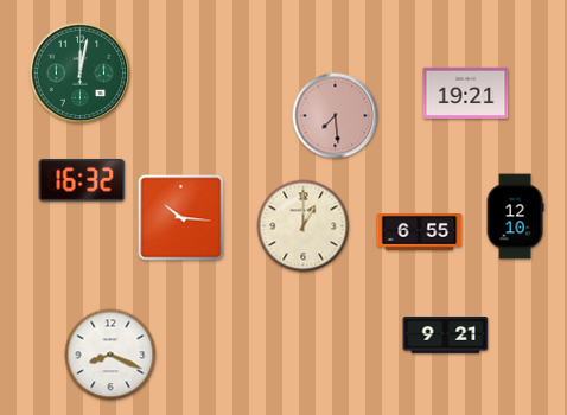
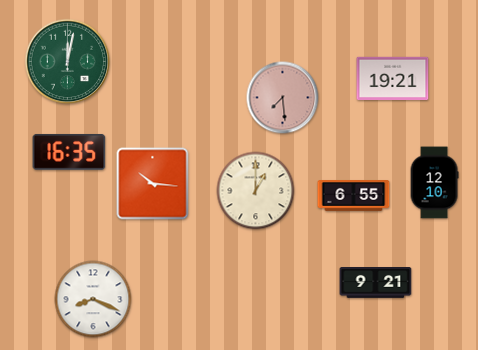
clock at (82, 180): 16:32 -> 16:35
